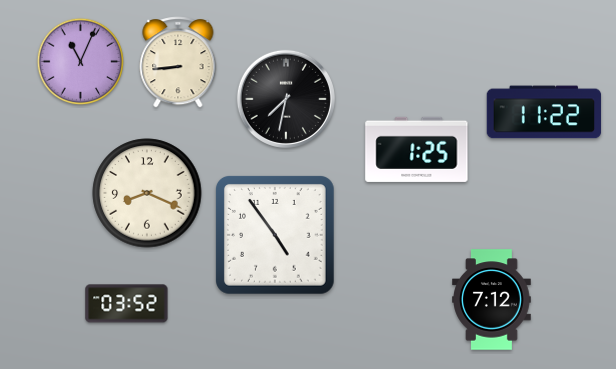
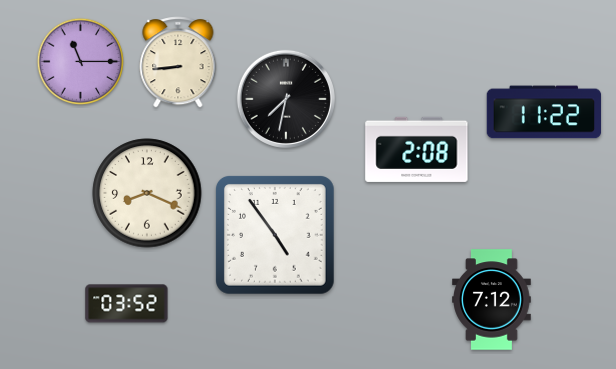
clock at (81, 62): 11:04 -> 11:15
clock at (417, 149): 1:25 -> 2:08
